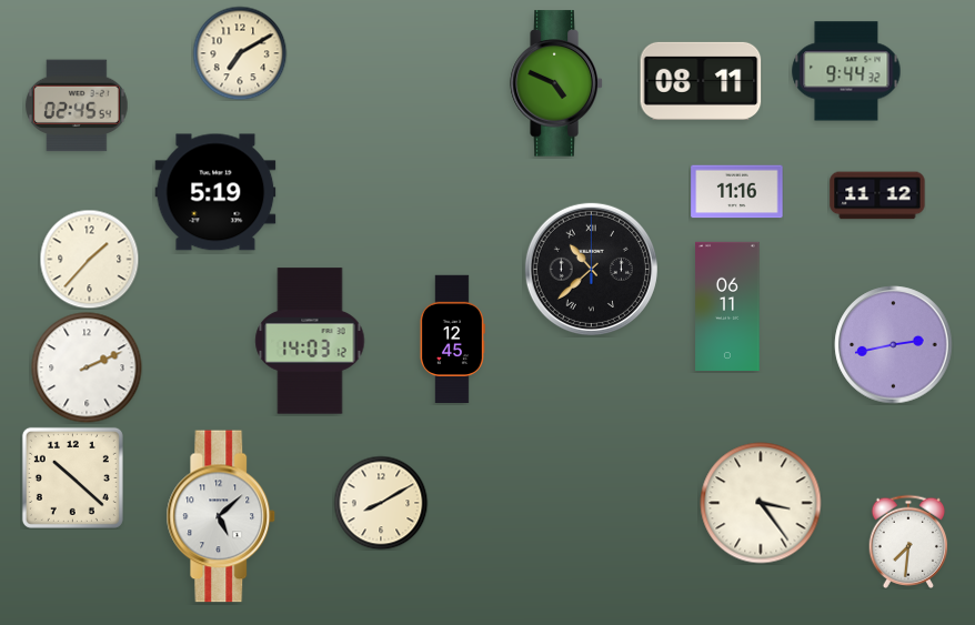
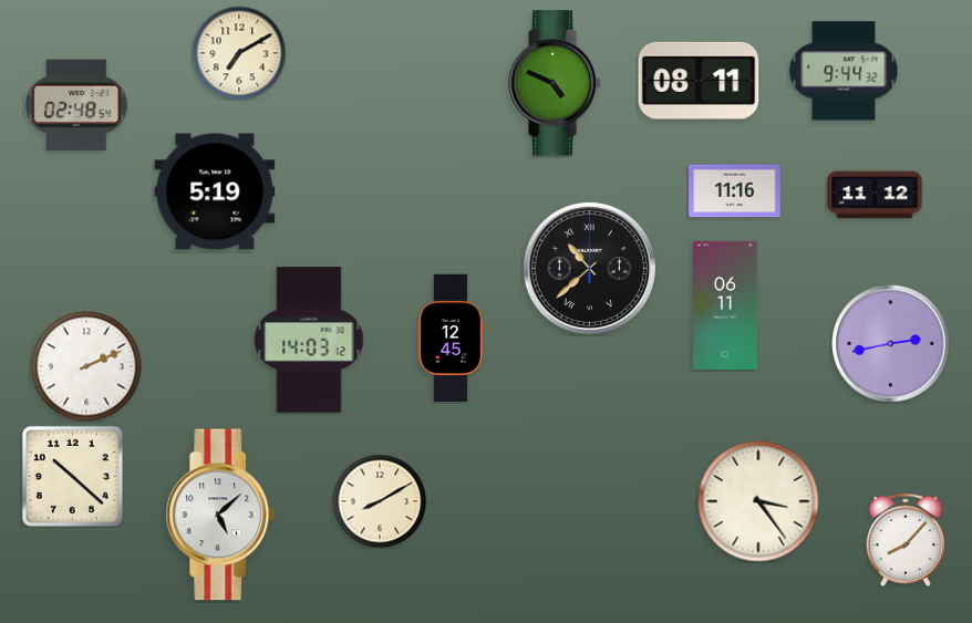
clock at (77, 105): 02:45 -> 02:48
clock at (89, 259): 1:37 -> none
clock at (908, 541): 7:31 -> 8:07
